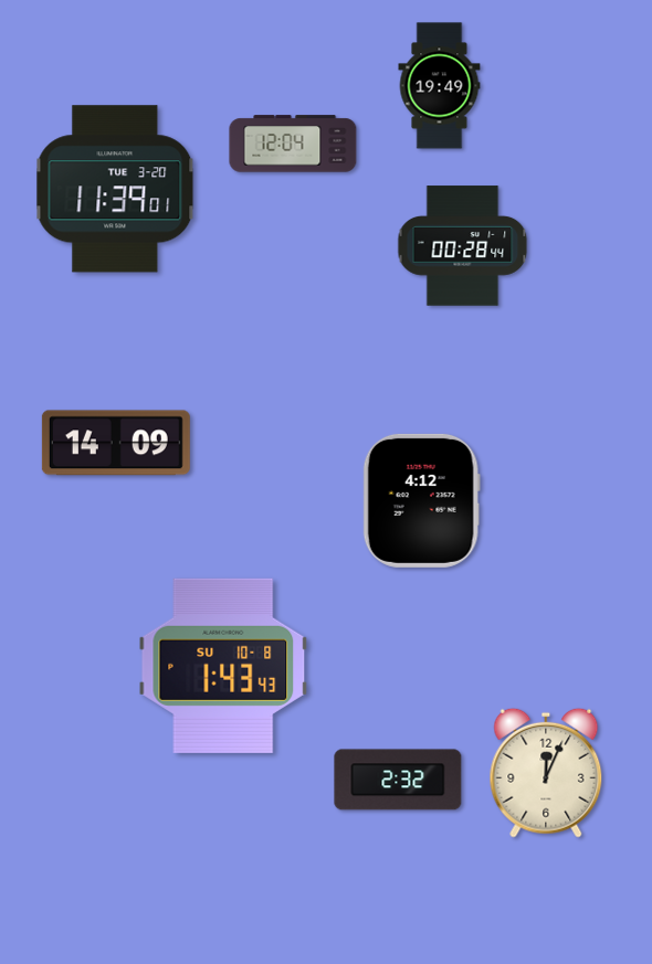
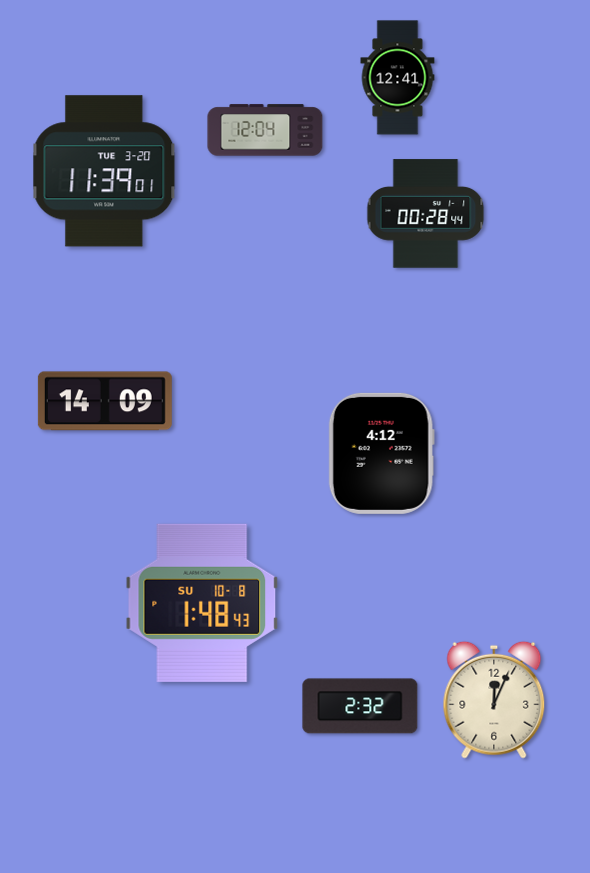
clock at (440, 86): 19:49 -> 12:41
clock at (463, 246) position: (463, 246) -> (426, 214)
clock at (223, 666): 1:43 -> 1:48
